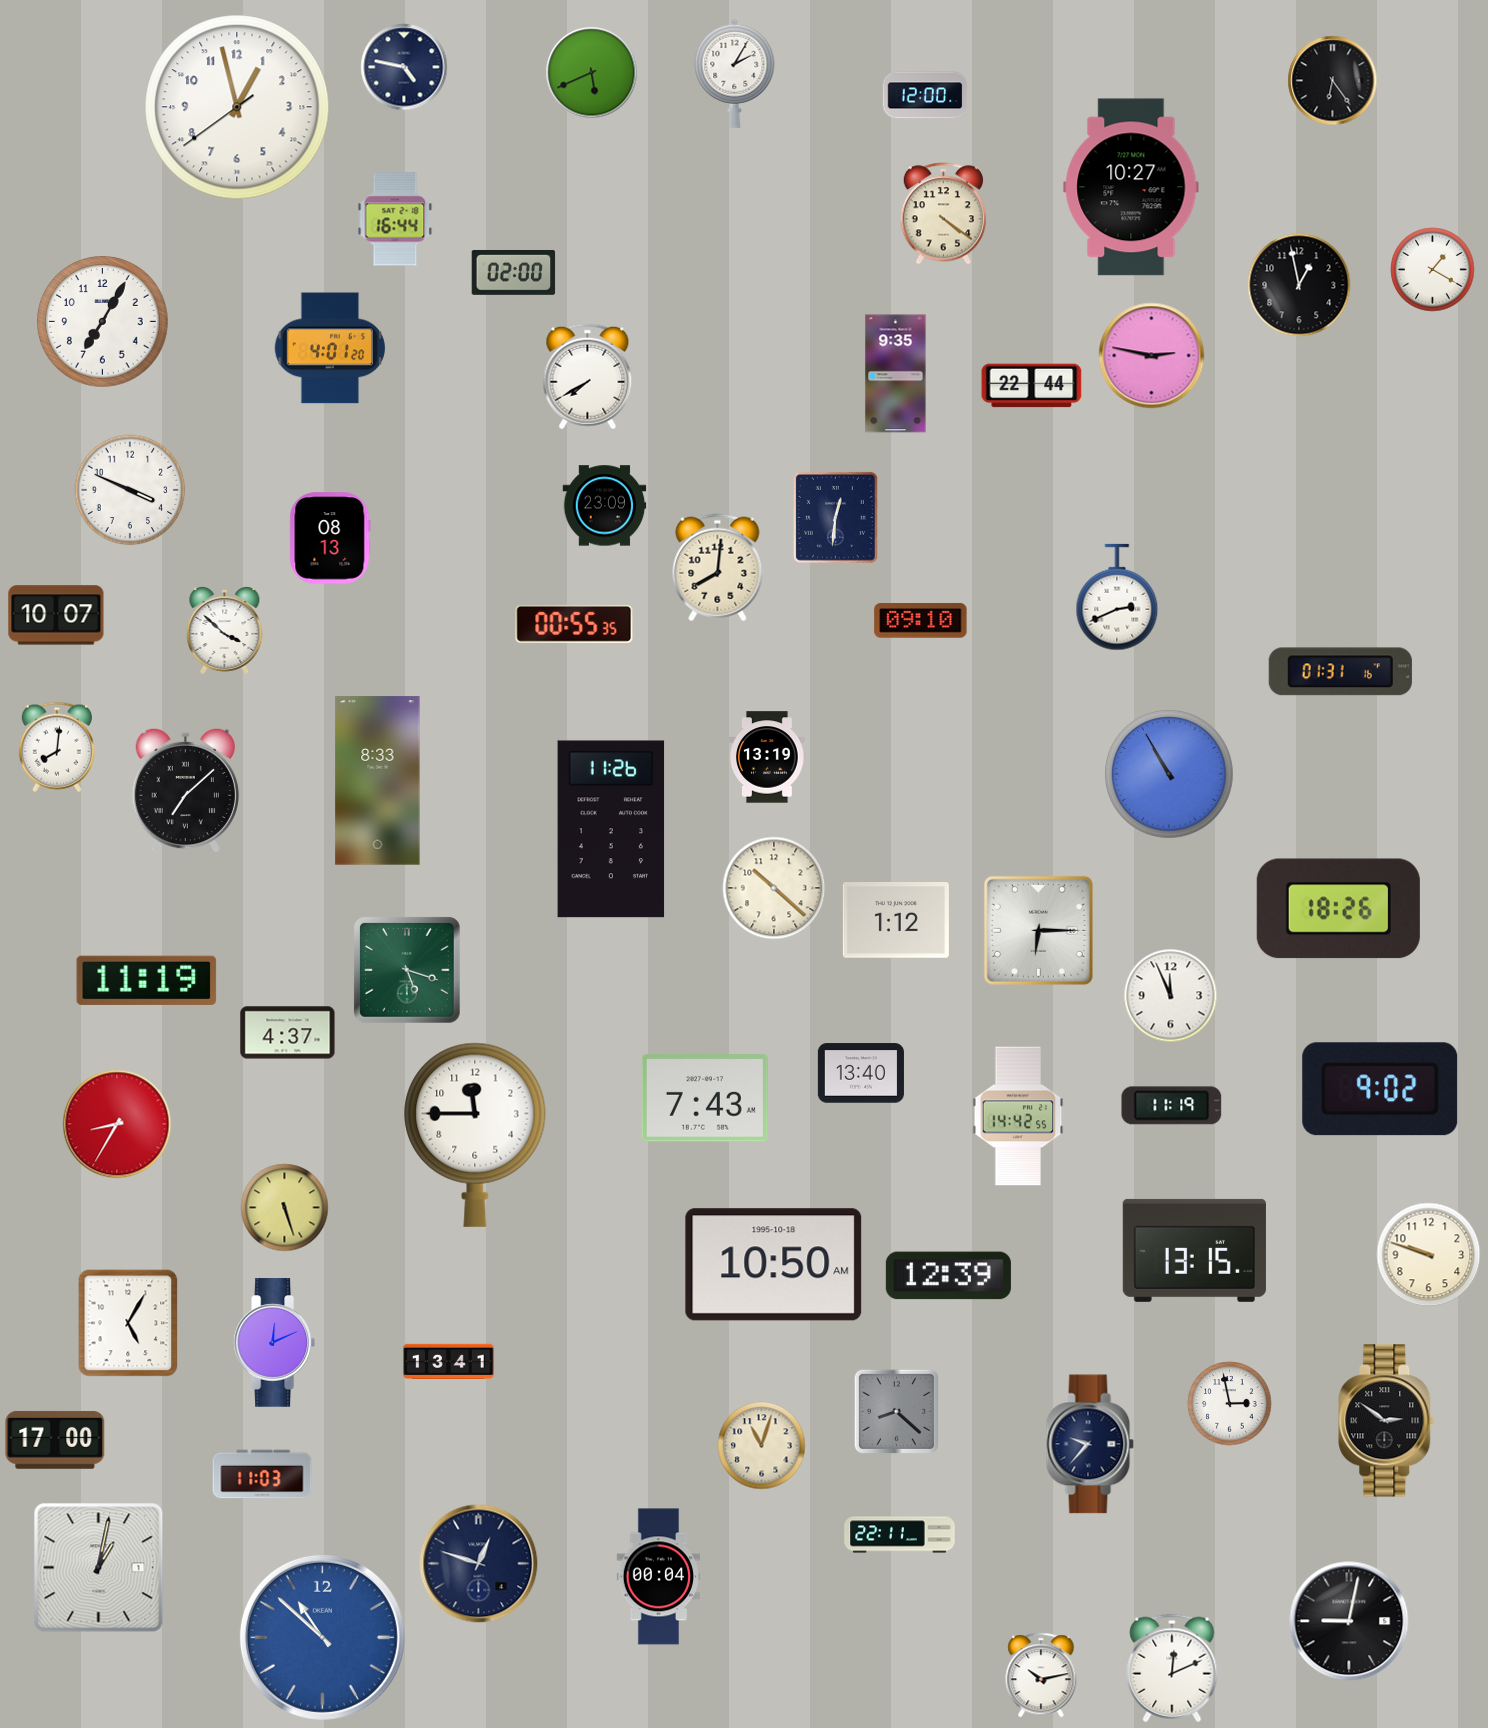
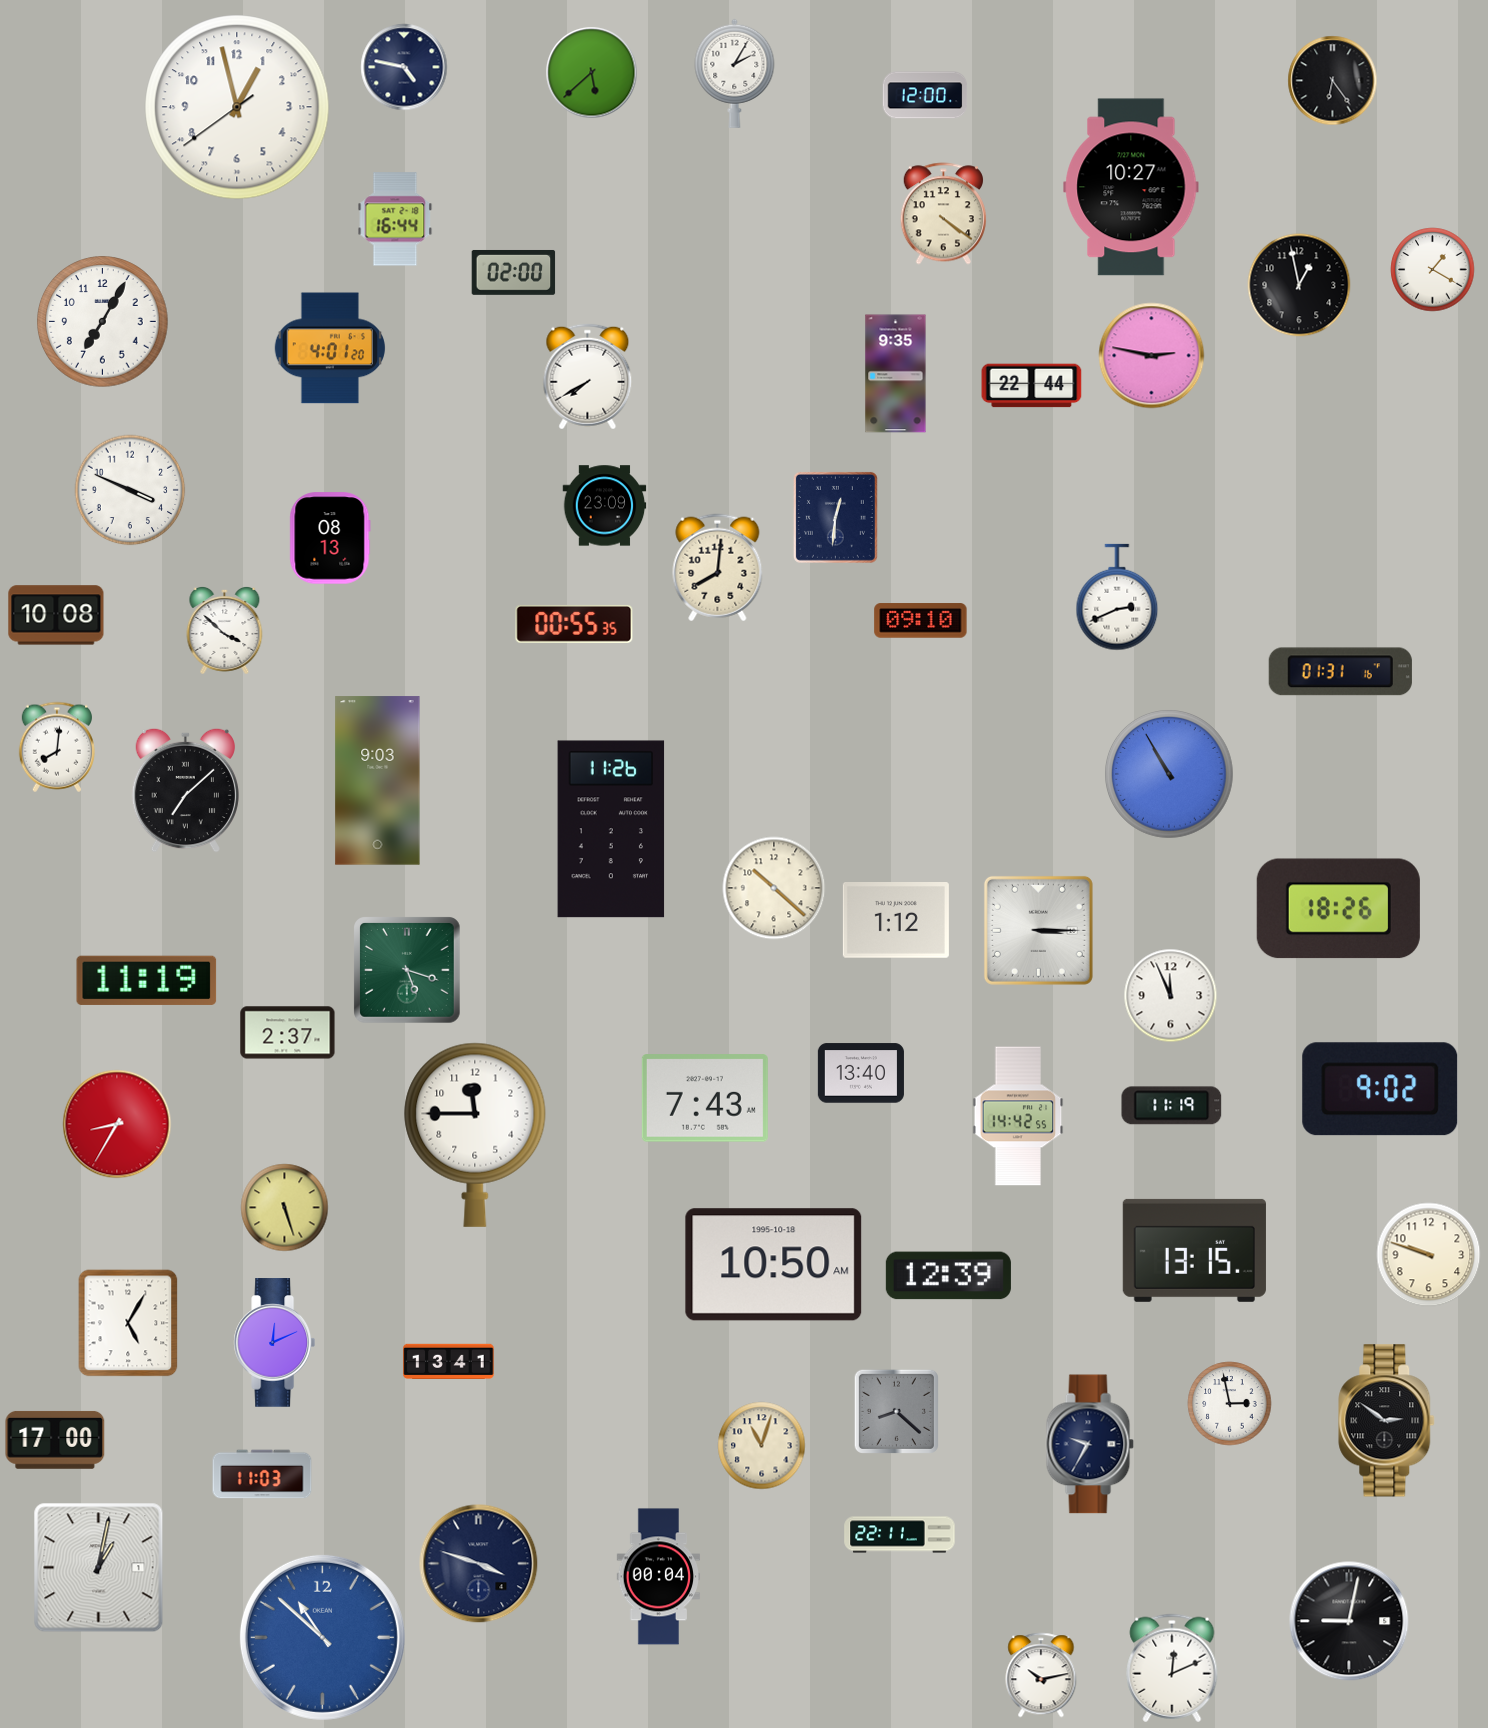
clock at (592, 73): 5:41 -> 5:38
clock at (56, 615): 10:07 -> 10:08
clock at (768, 757): 13:19 -> none
clock at (378, 781): 8:33 -> 9:03
clock at (1038, 930): 6:15 -> 3:15
clock at (288, 1033): 4:37 -> 2:37
clock at (1090, 1444): 9:37 -> 9:35
clock at (479, 1564): 12:48 -> 3:48
